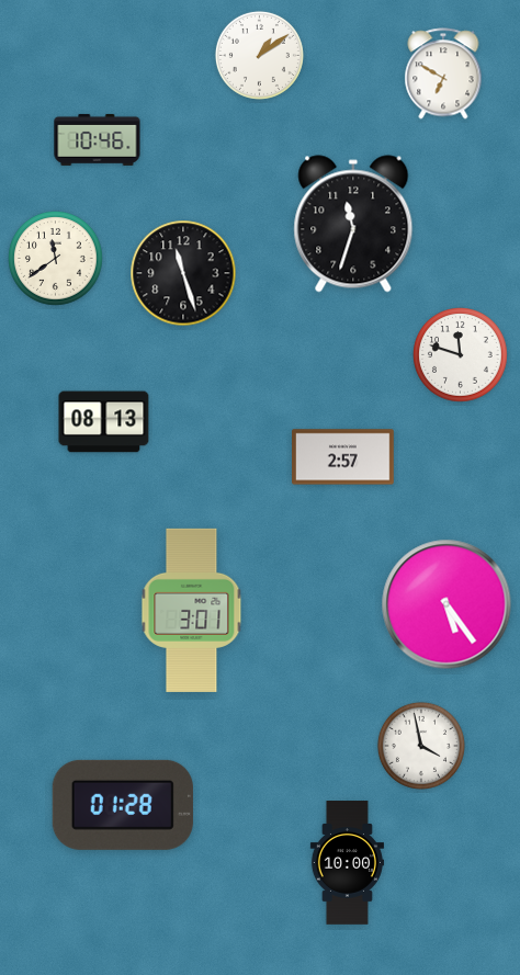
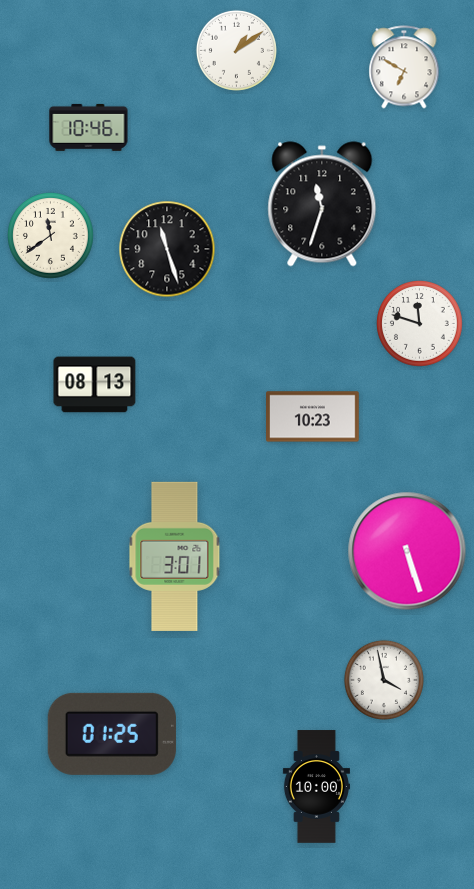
clock at (343, 457): 2:57 -> 10:23
clock at (446, 604): 5:24 -> 5:27
clock at (123, 805): 01:28 -> 01:25
